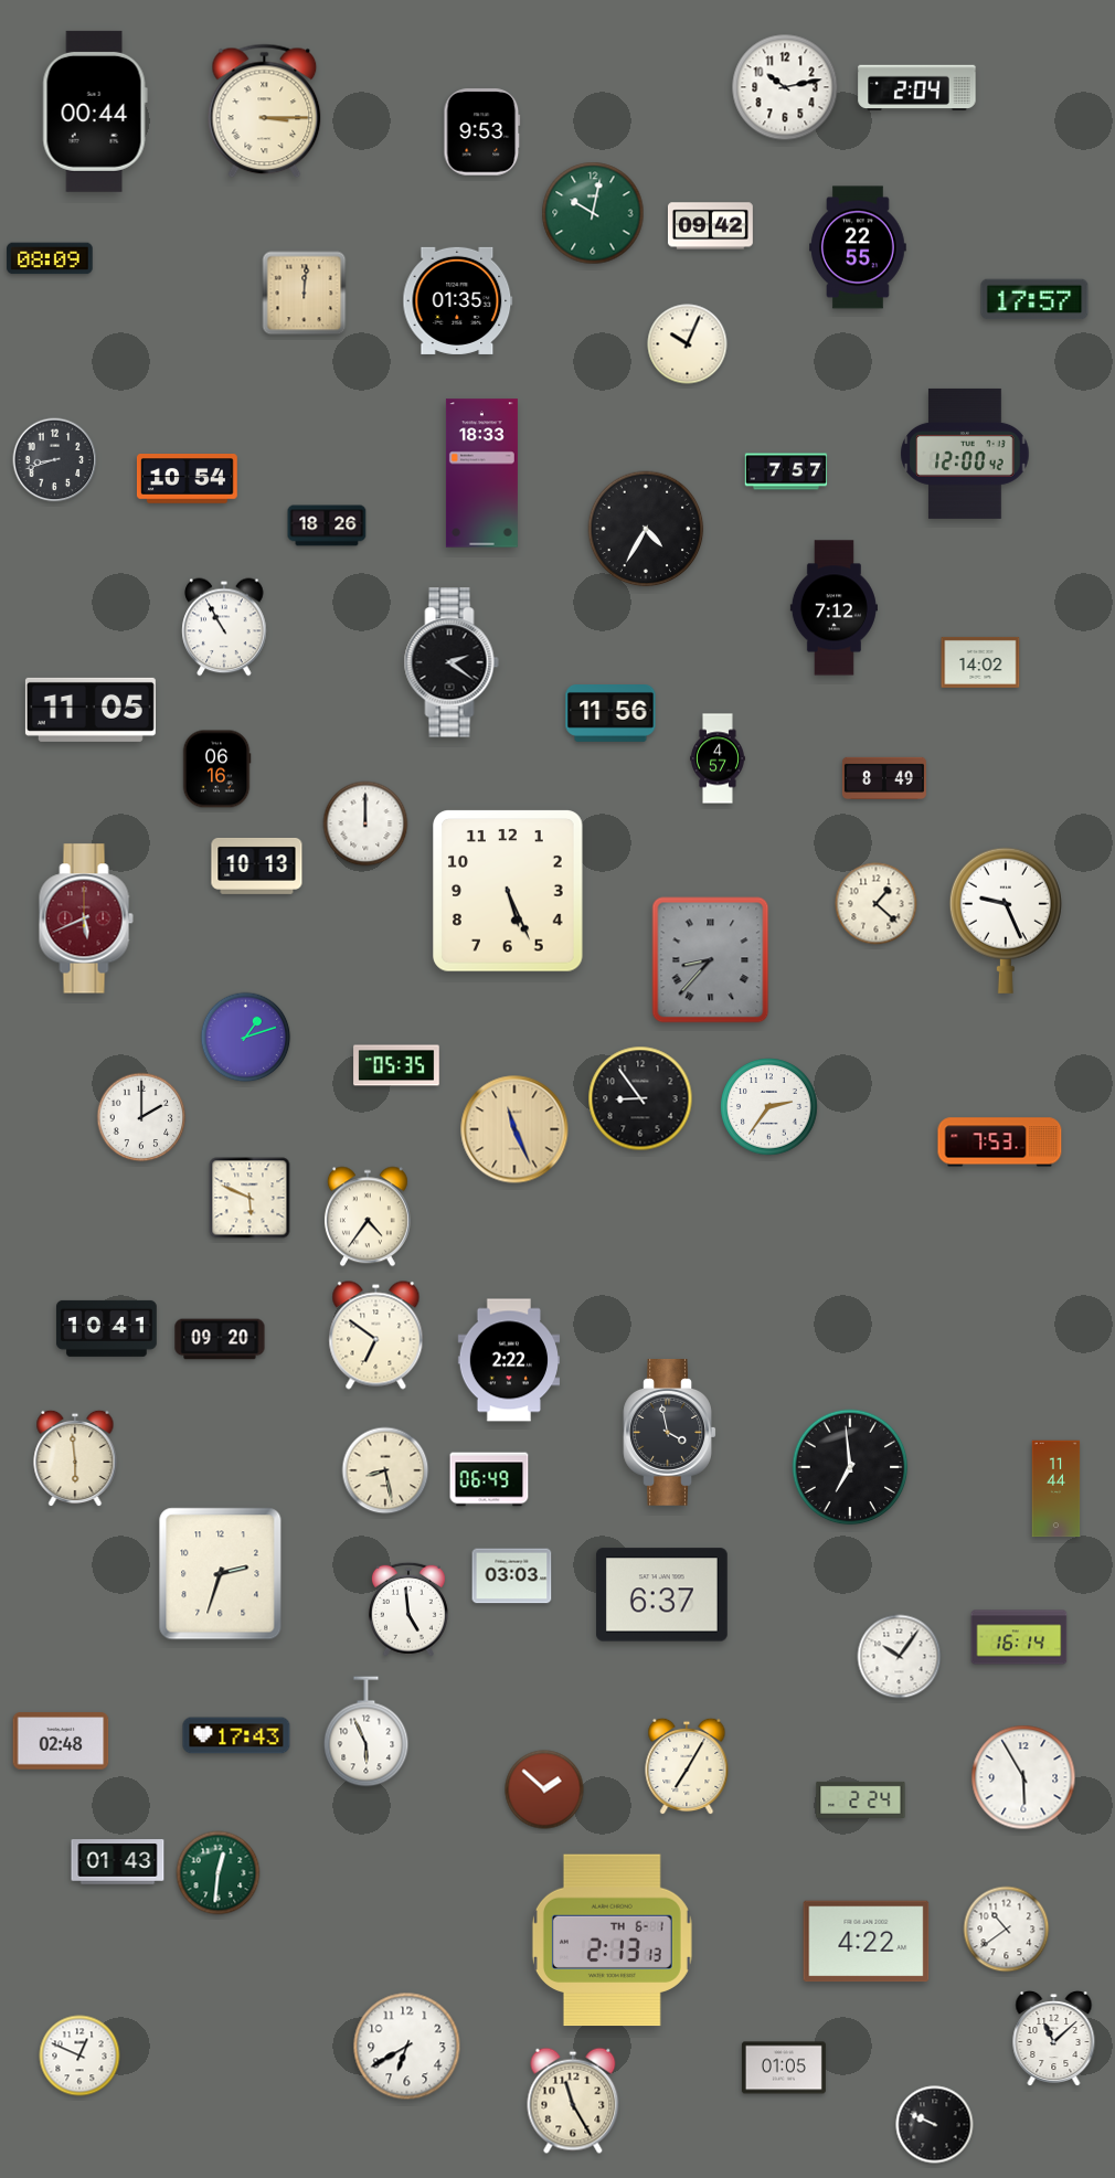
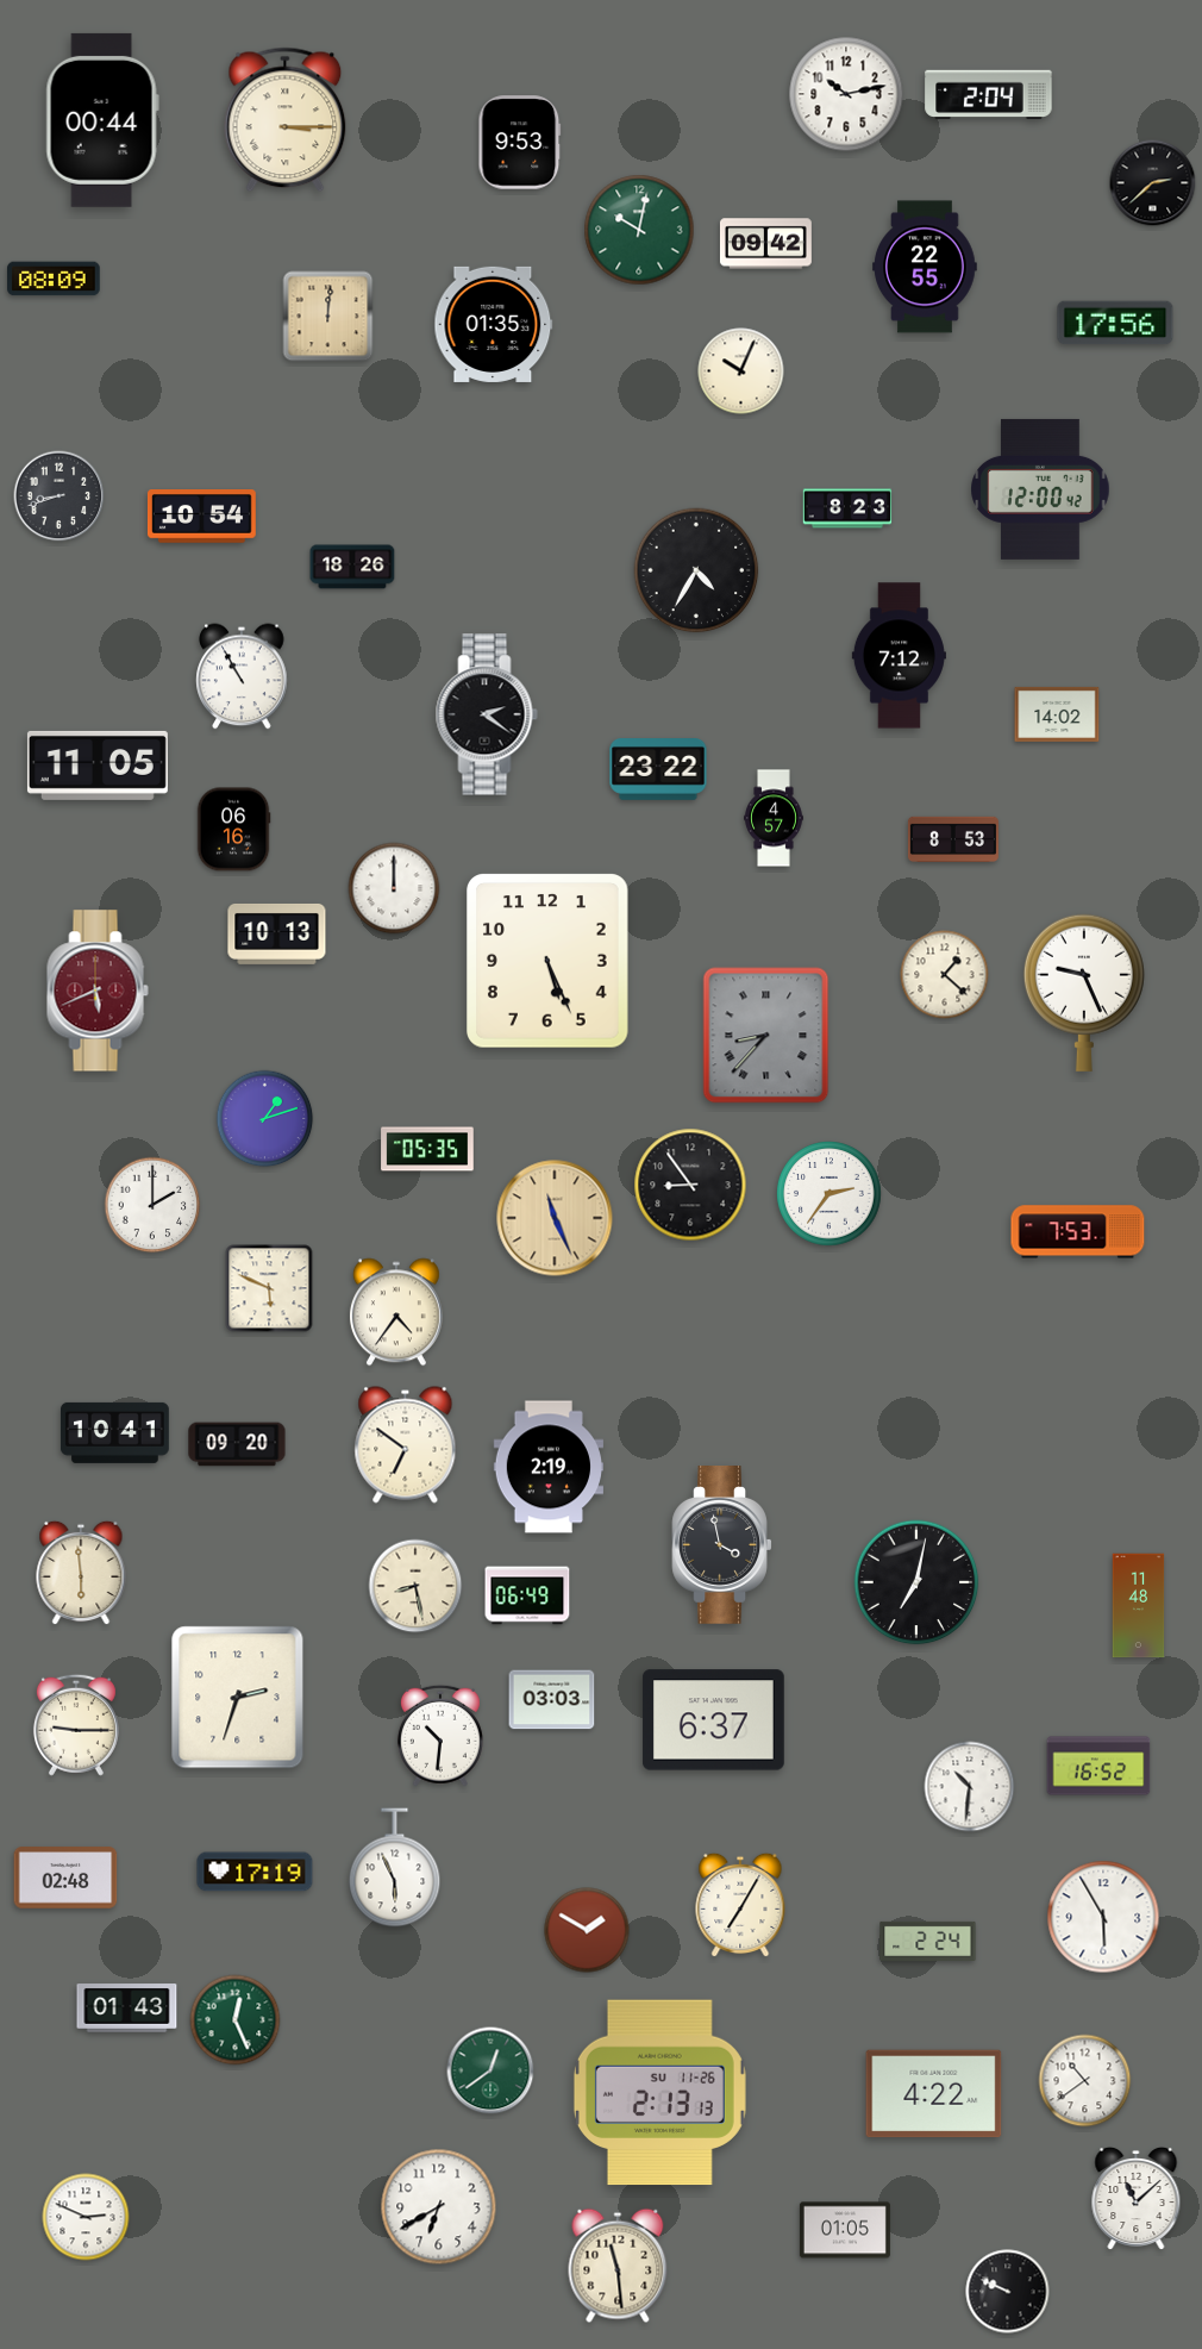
clock at (1153, 183): none -> 2:38
clock at (1034, 299): 17:57 -> 17:56
clock at (786, 471): 7:57 -> 8:23
clock at (481, 474): 18:33 -> none
clock at (610, 714): 11:56 -> 23:22
clock at (884, 777): 8:49 -> 8:53
clock at (86, 918) position: (86, 918) -> (98, 991)
clock at (249, 1198) position: (249, 1198) -> (269, 1288)
clock at (376, 1336) position: (376, 1336) -> (406, 1445)
clock at (508, 1360): 2:22 -> 2:19
clock at (850, 1467): 6:59 -> 7:02
clock at (1056, 1489): 11:44 -> 11:48
clock at (76, 1725): none -> 9:15
clock at (408, 1609): 4:59 -> 10:31
clock at (1019, 1637): 16:14 -> 16:52
clock at (900, 1657): 10:06 -> 10:31
clock at (236, 1735): 17:43 -> 17:19
clock at (544, 1789): 1:52 -> 1:50
clock at (219, 1873): 12:31 -> 12:26
clock at (490, 2070): none -> 12:39
clock at (612, 1941) date: TH 6-1 -> SU 11-26
clock at (79, 2055): 12:49 -> 2:49
clock at (573, 2101): 11:25 -> 11:29
